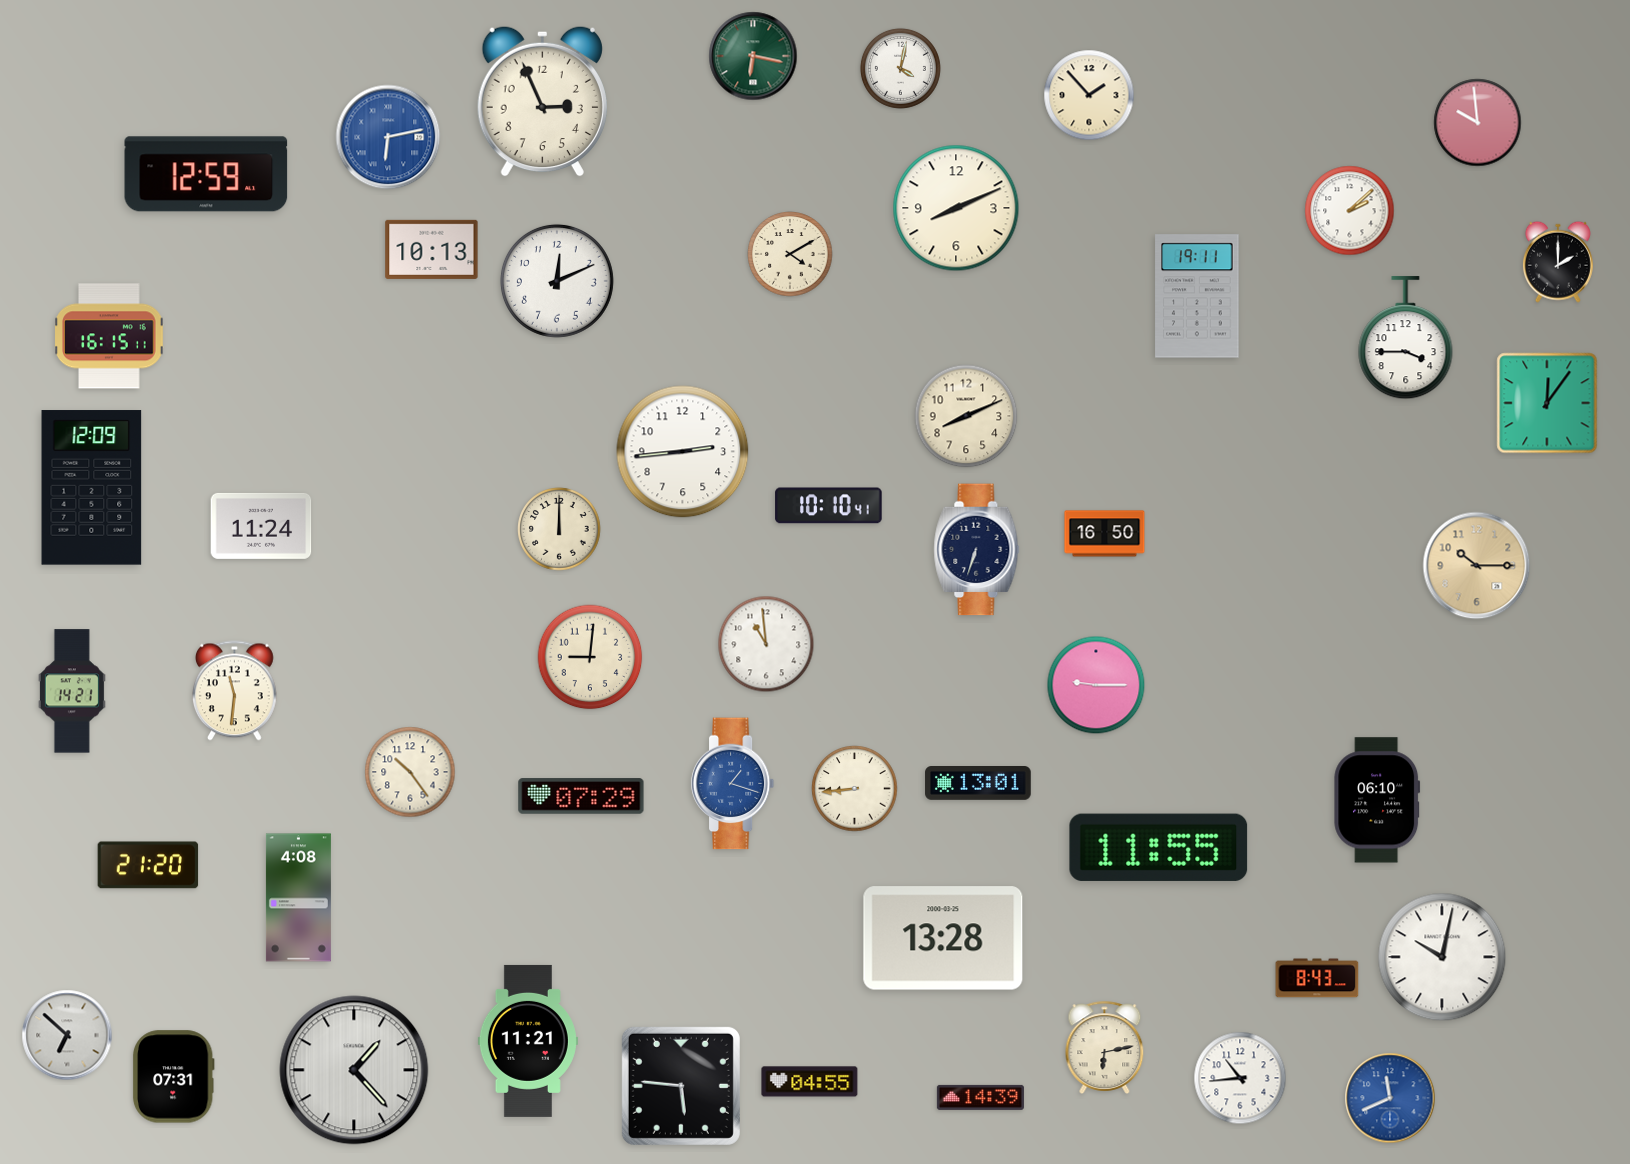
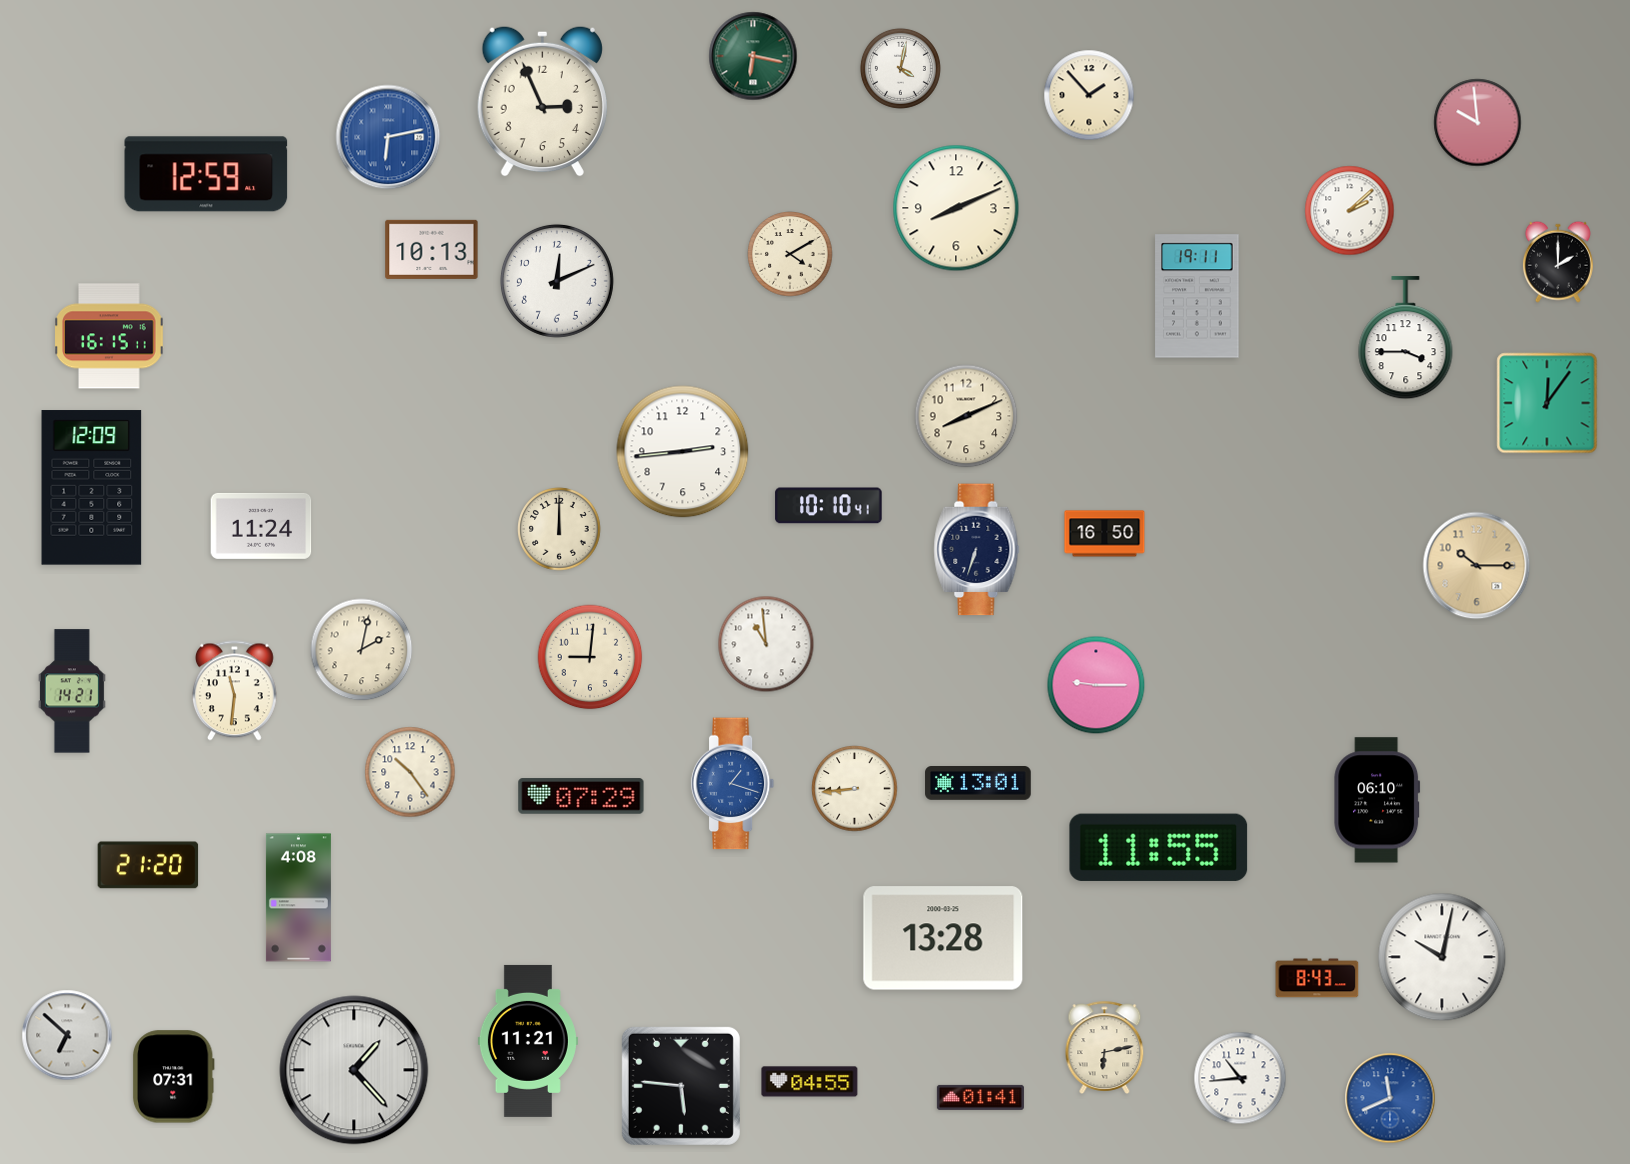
clock at (362, 650): none -> 2:02
clock at (980, 1097): 14:39 -> 01:41
